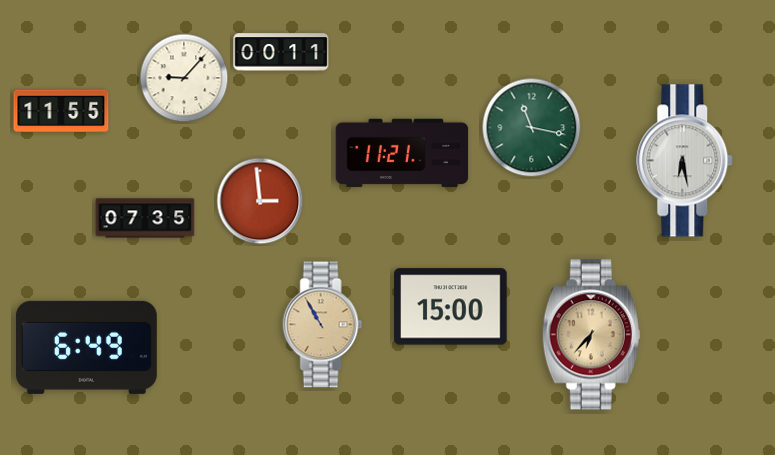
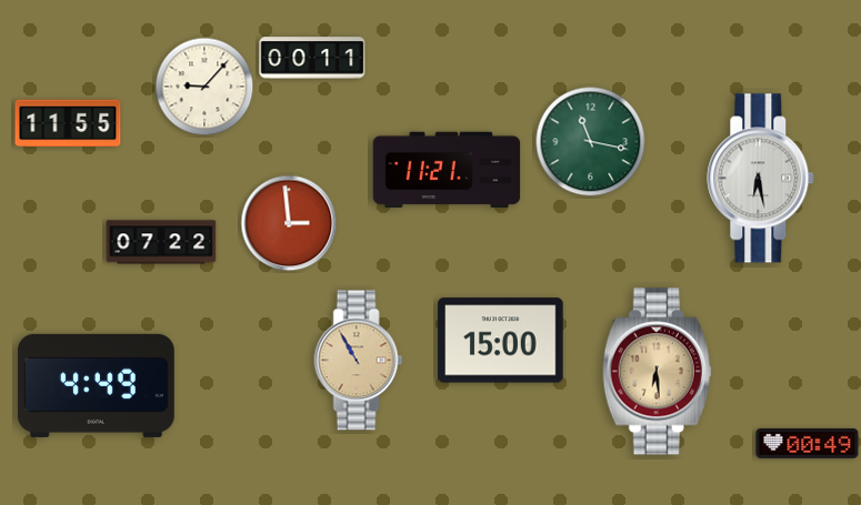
clock at (145, 218): 07:35 -> 07:22
clock at (591, 335): 6:37 -> 6:29
clock at (86, 347): 6:49 -> 4:49
clock at (808, 443): none -> 00:49
